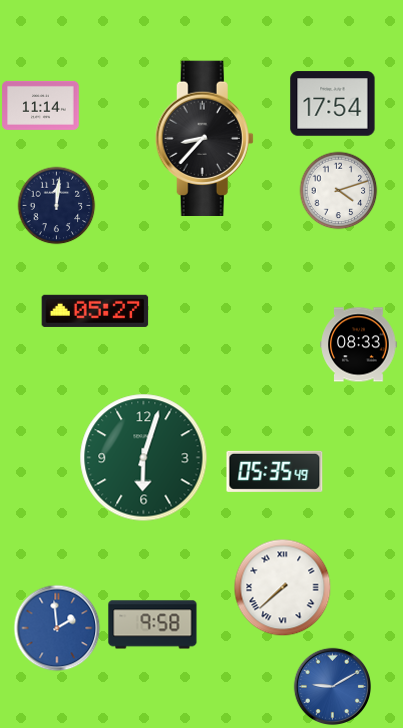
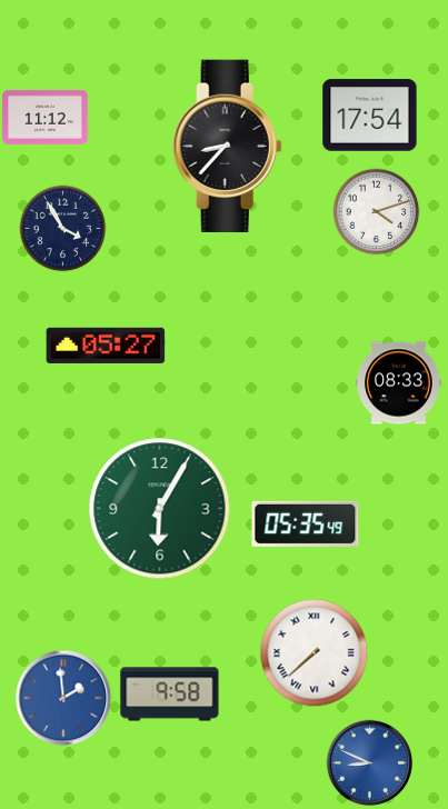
clock at (41, 105): 11:14 -> 11:12
clock at (204, 138) position: (204, 138) -> (227, 146)
clock at (56, 205): 12:01 -> 3:55
clock at (144, 458): 6:03 -> 6:05
clock at (332, 686): 9:10 -> 8:49
